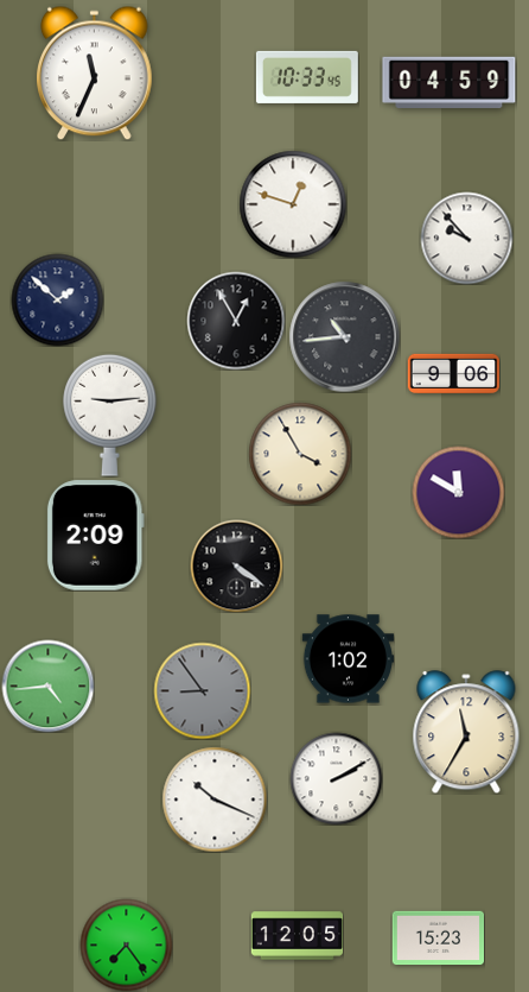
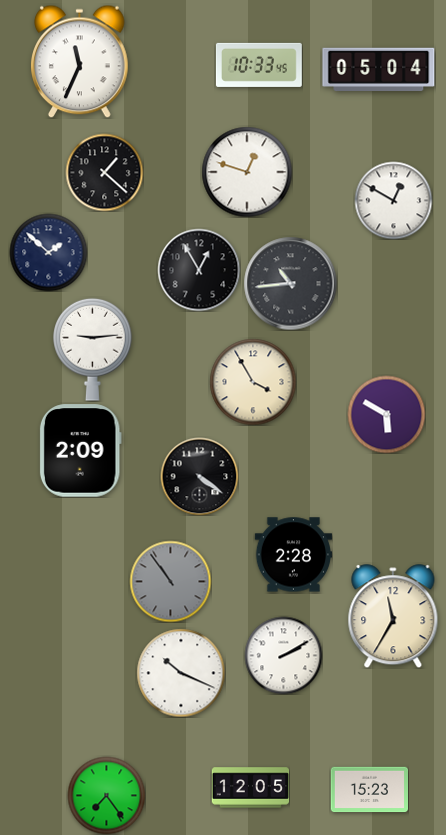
clock at (450, 82): 04:59 -> 05:04
clock at (104, 172): none -> 1:22
clock at (466, 238): 9:53 -> 12:50
clock at (453, 373): 9:06 -> none
clock at (458, 492): 11:50 -> 5:50
clock at (348, 659): 1:02 -> 2:28
clock at (47, 685): 4:44 -> none
clock at (202, 690): 8:54 -> 10:54
